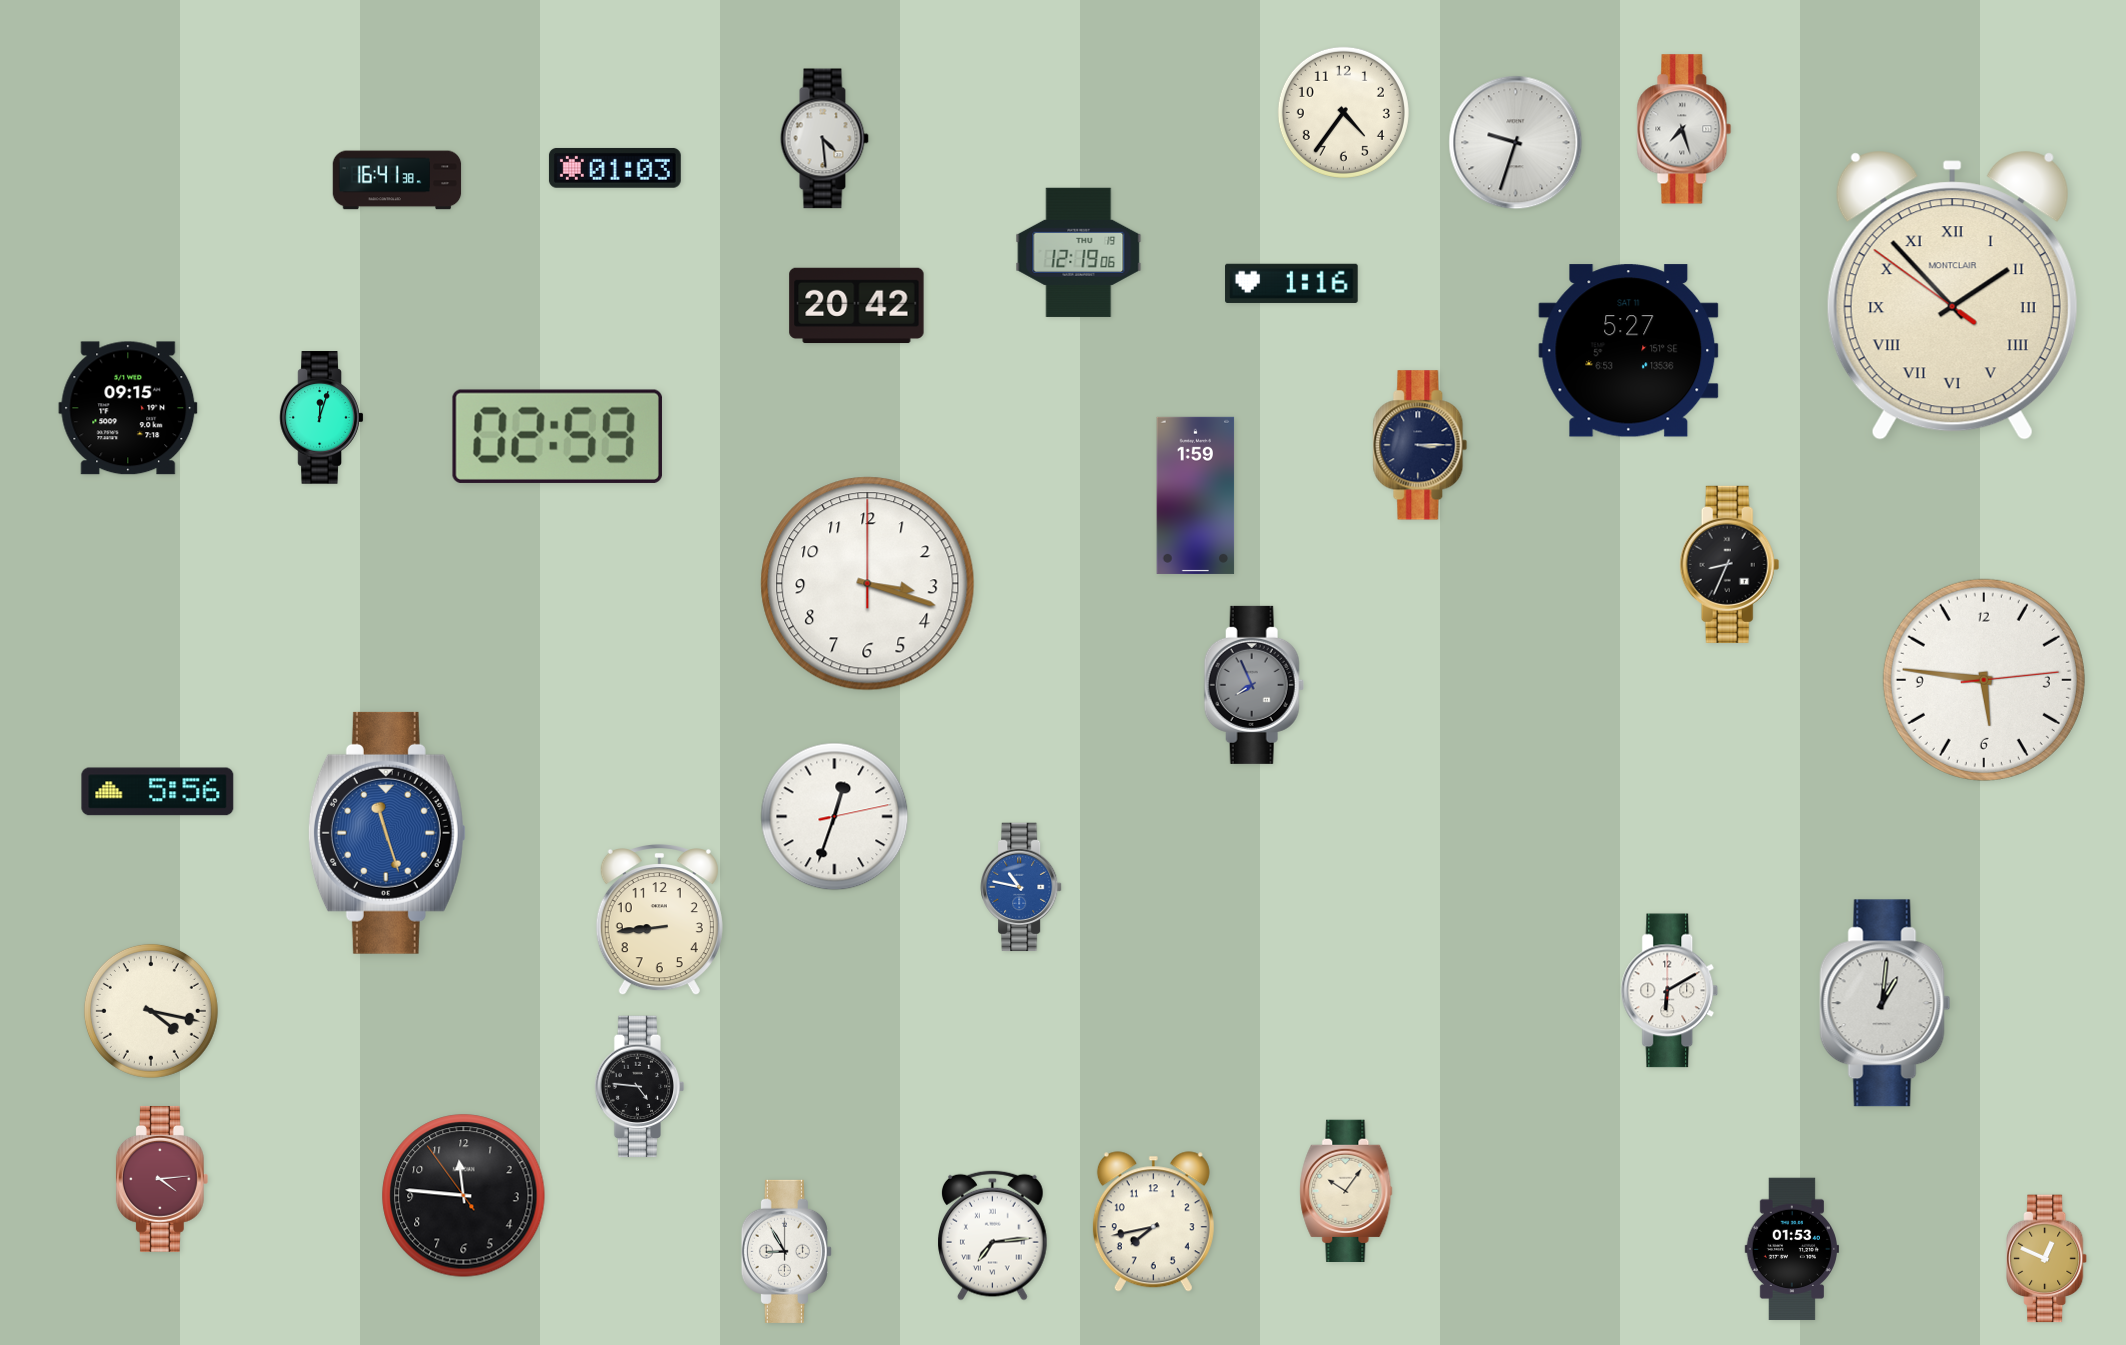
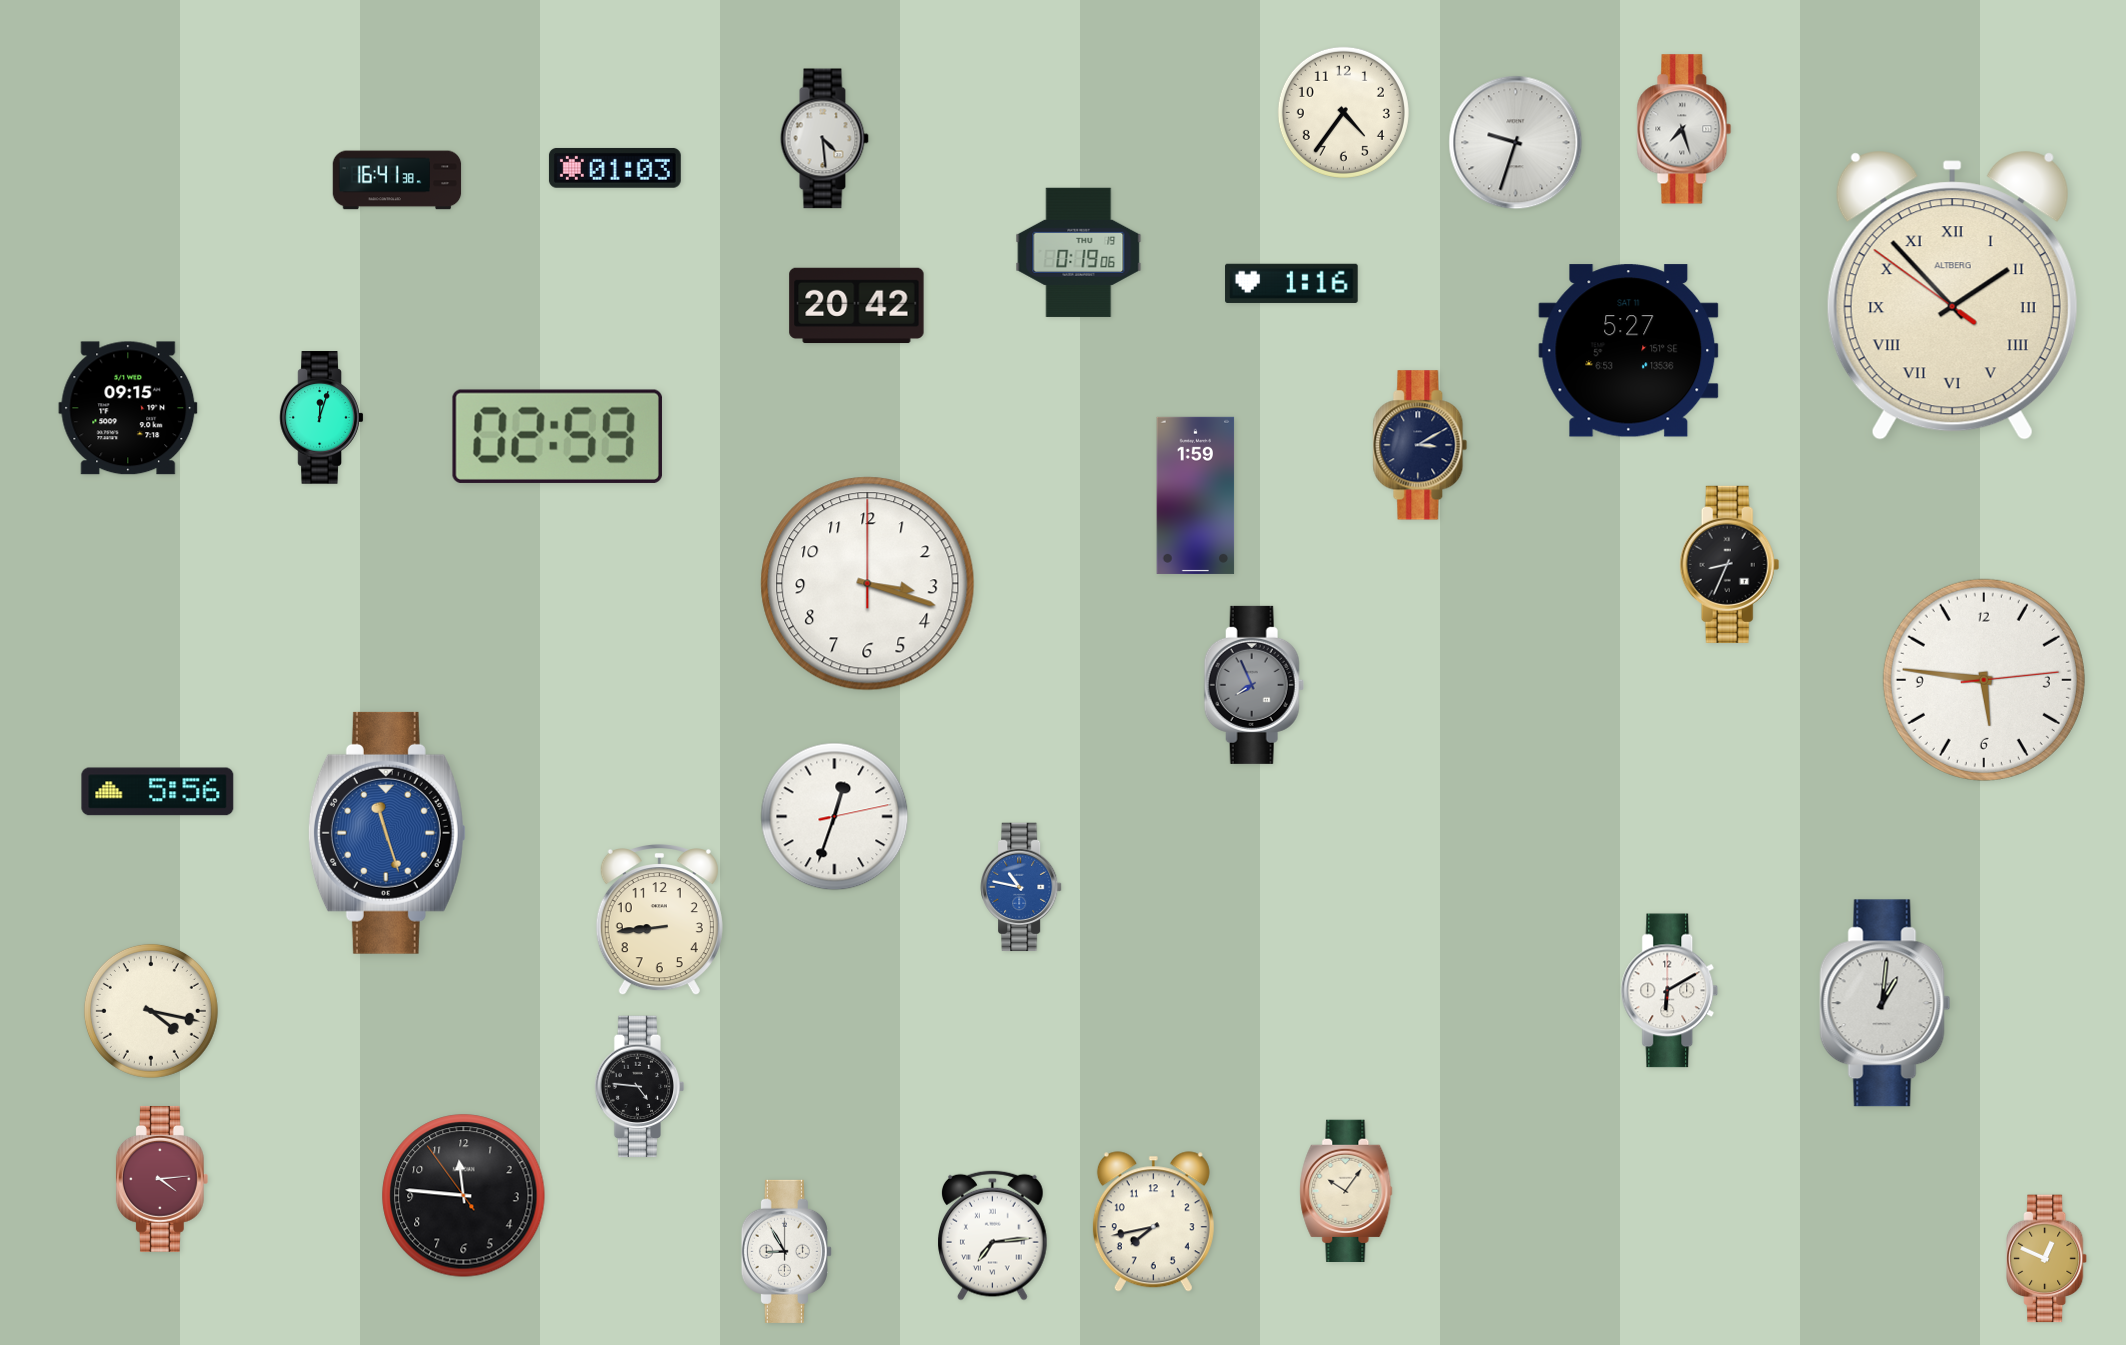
clock at (1079, 252): 12:19 -> 0:19
clock at (1952, 295) brand: MONTCLAIR -> ALTBERG
clock at (1420, 445): 3:15 -> 3:10
clock at (1791, 1248): 01:53 -> none
